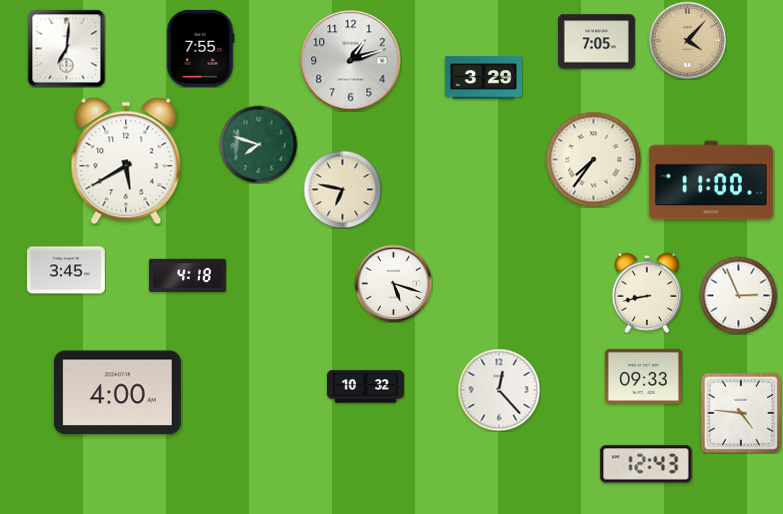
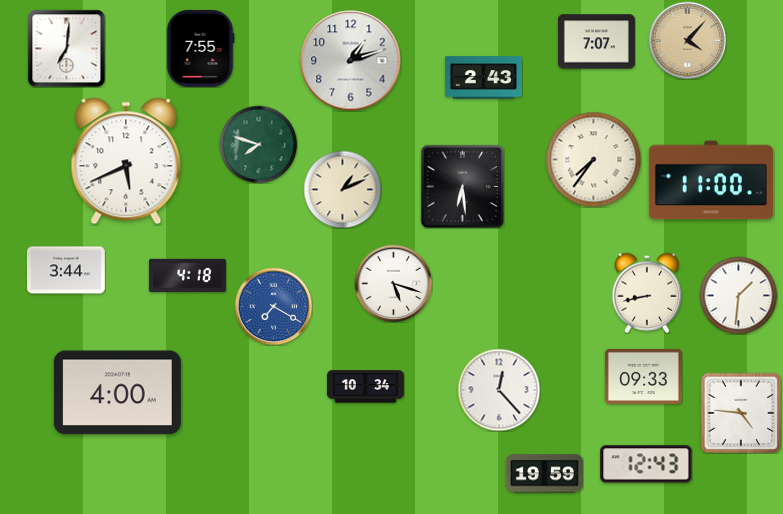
clock at (596, 42): 7:05 -> 7:07
clock at (483, 78): 3:29 -> 2:43
clock at (126, 161): 5:40 -> 5:41
clock at (462, 186): none -> 6:29
clock at (342, 189): 6:47 -> 1:11
clock at (66, 270): 3:45 -> 3:44
clock at (738, 295): 2:56 -> 1:31
clock at (273, 306): none -> 7:20
clock at (365, 387): 10:32 -> 10:34
clock at (544, 474): none -> 19:59
